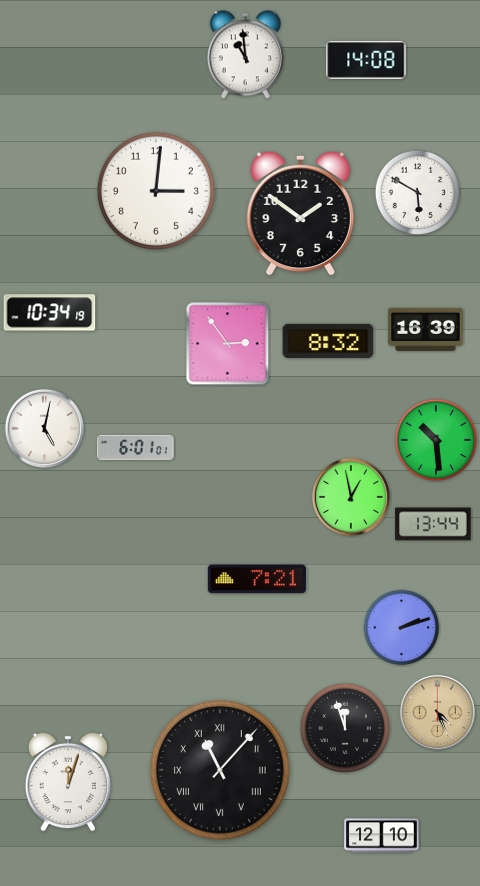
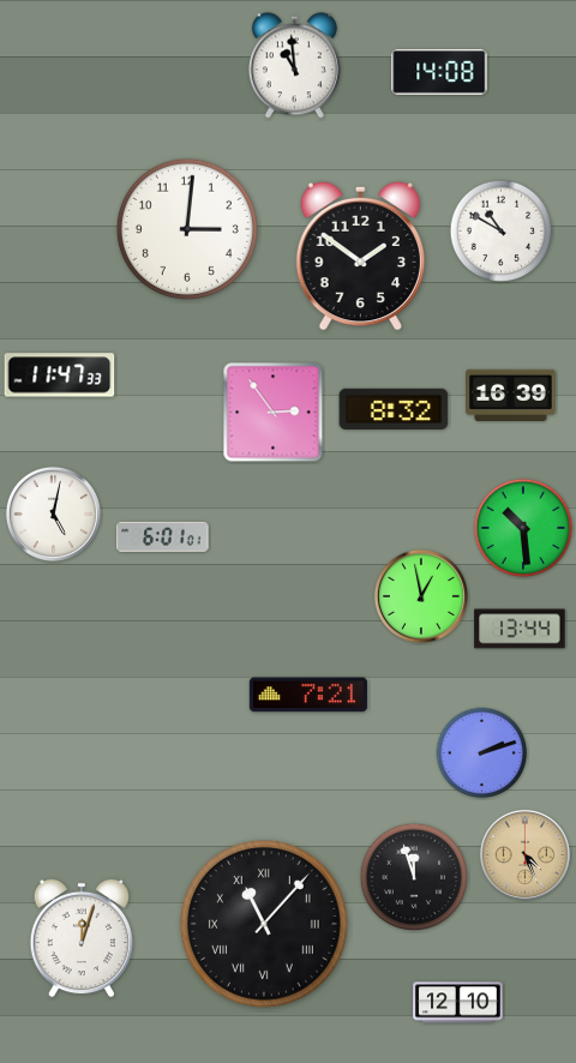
clock at (418, 193): 5:50 -> 10:50
clock at (50, 313): 10:34 -> 11:47
clock at (345, 728) position: (345, 728) -> (414, 877)
